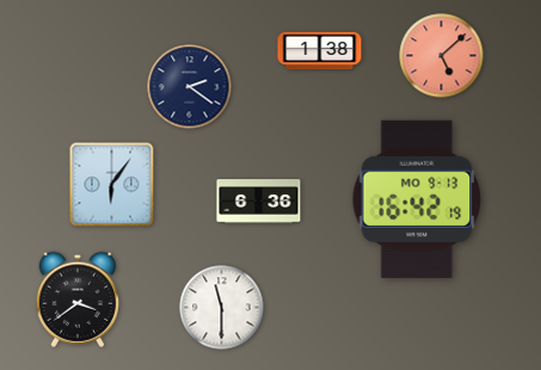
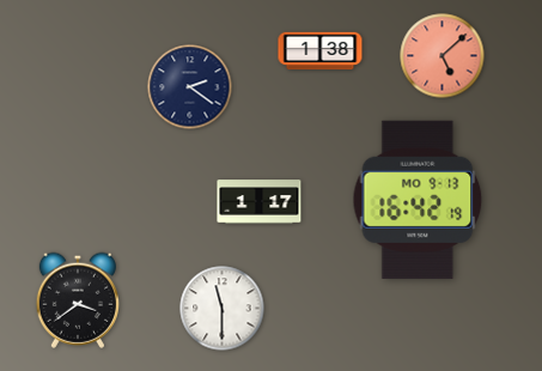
clock at (112, 185): 6:06 -> none
clock at (259, 202): 6:36 -> 1:17
